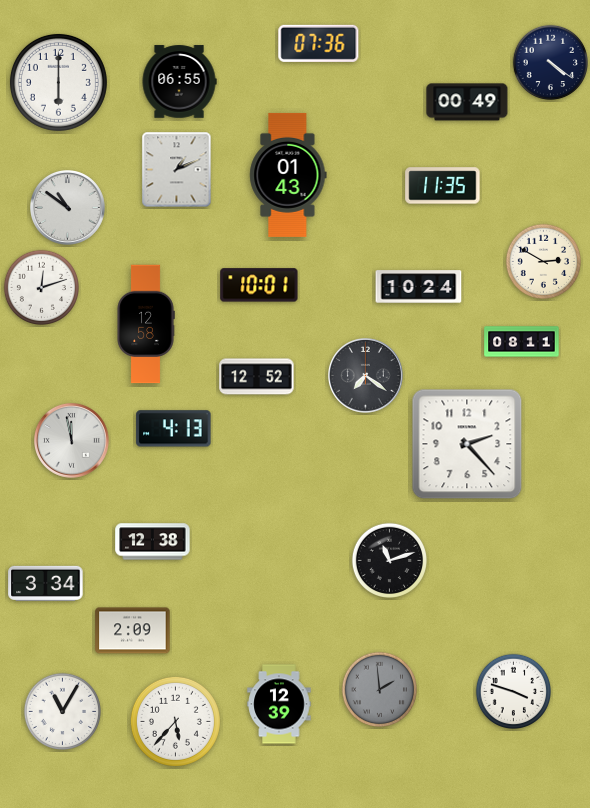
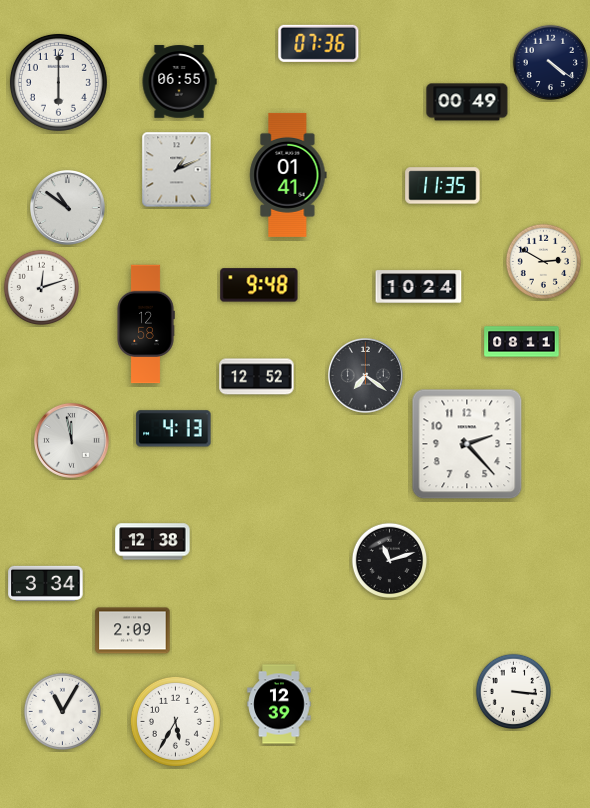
clock at (288, 175): 01:43 -> 01:41
clock at (259, 285): 10:01 -> 9:48
clock at (379, 689): 1:59 -> none
clock at (513, 691): 3:48 -> 3:16
clock at (175, 721): 5:37 -> 5:35
